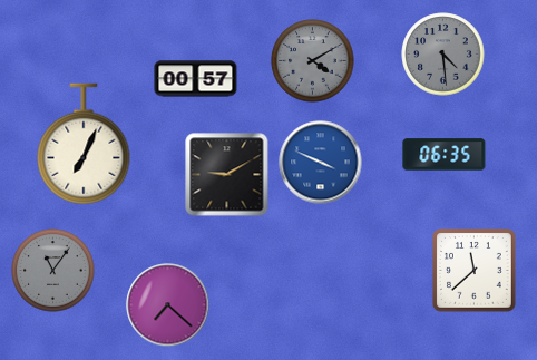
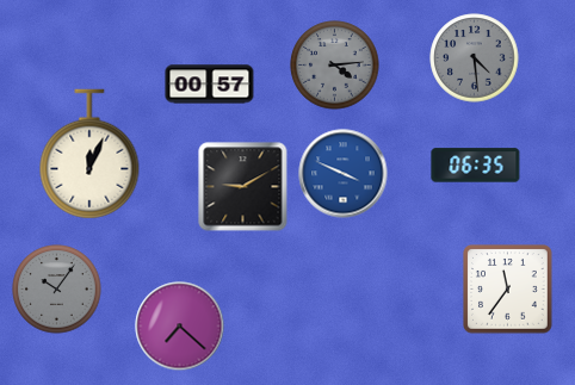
clock at (313, 61): 4:10 -> 4:14
clock at (84, 144): 7:04 -> 12:04
clock at (53, 271): 11:06 -> 10:06
clock at (475, 271): 11:38 -> 11:36
